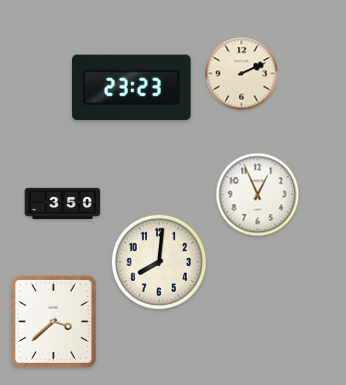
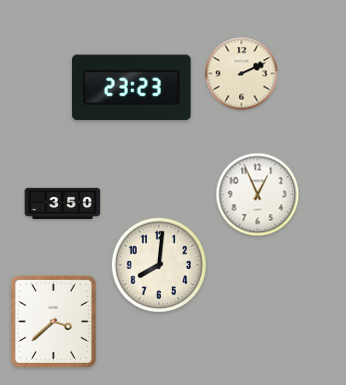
clock at (158, 261) position: (158, 261) -> (158, 264)
